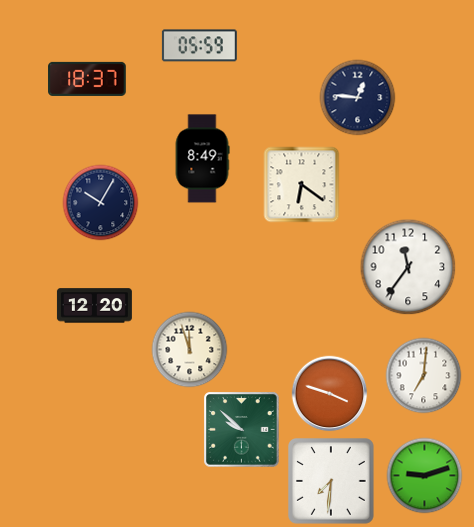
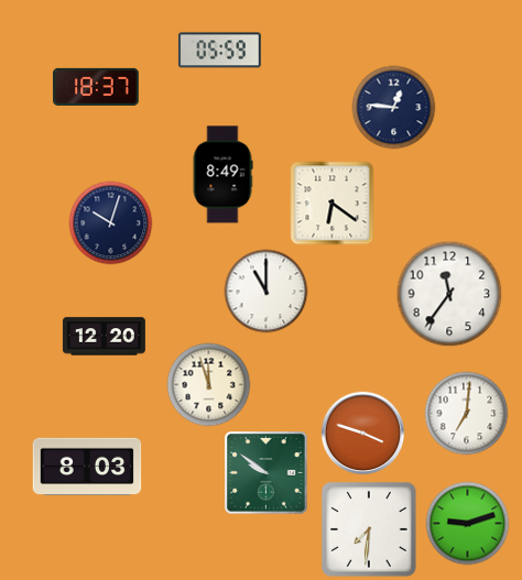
clock at (101, 203): 10:05 -> 10:03
clock at (267, 292): none -> 11:00
clock at (87, 467): none -> 8:03
clock at (242, 430): 9:52 -> 9:51
clock at (331, 481) position: (331, 481) -> (369, 529)
